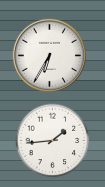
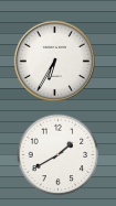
clock at (53, 141): 1:44 -> 1:40
